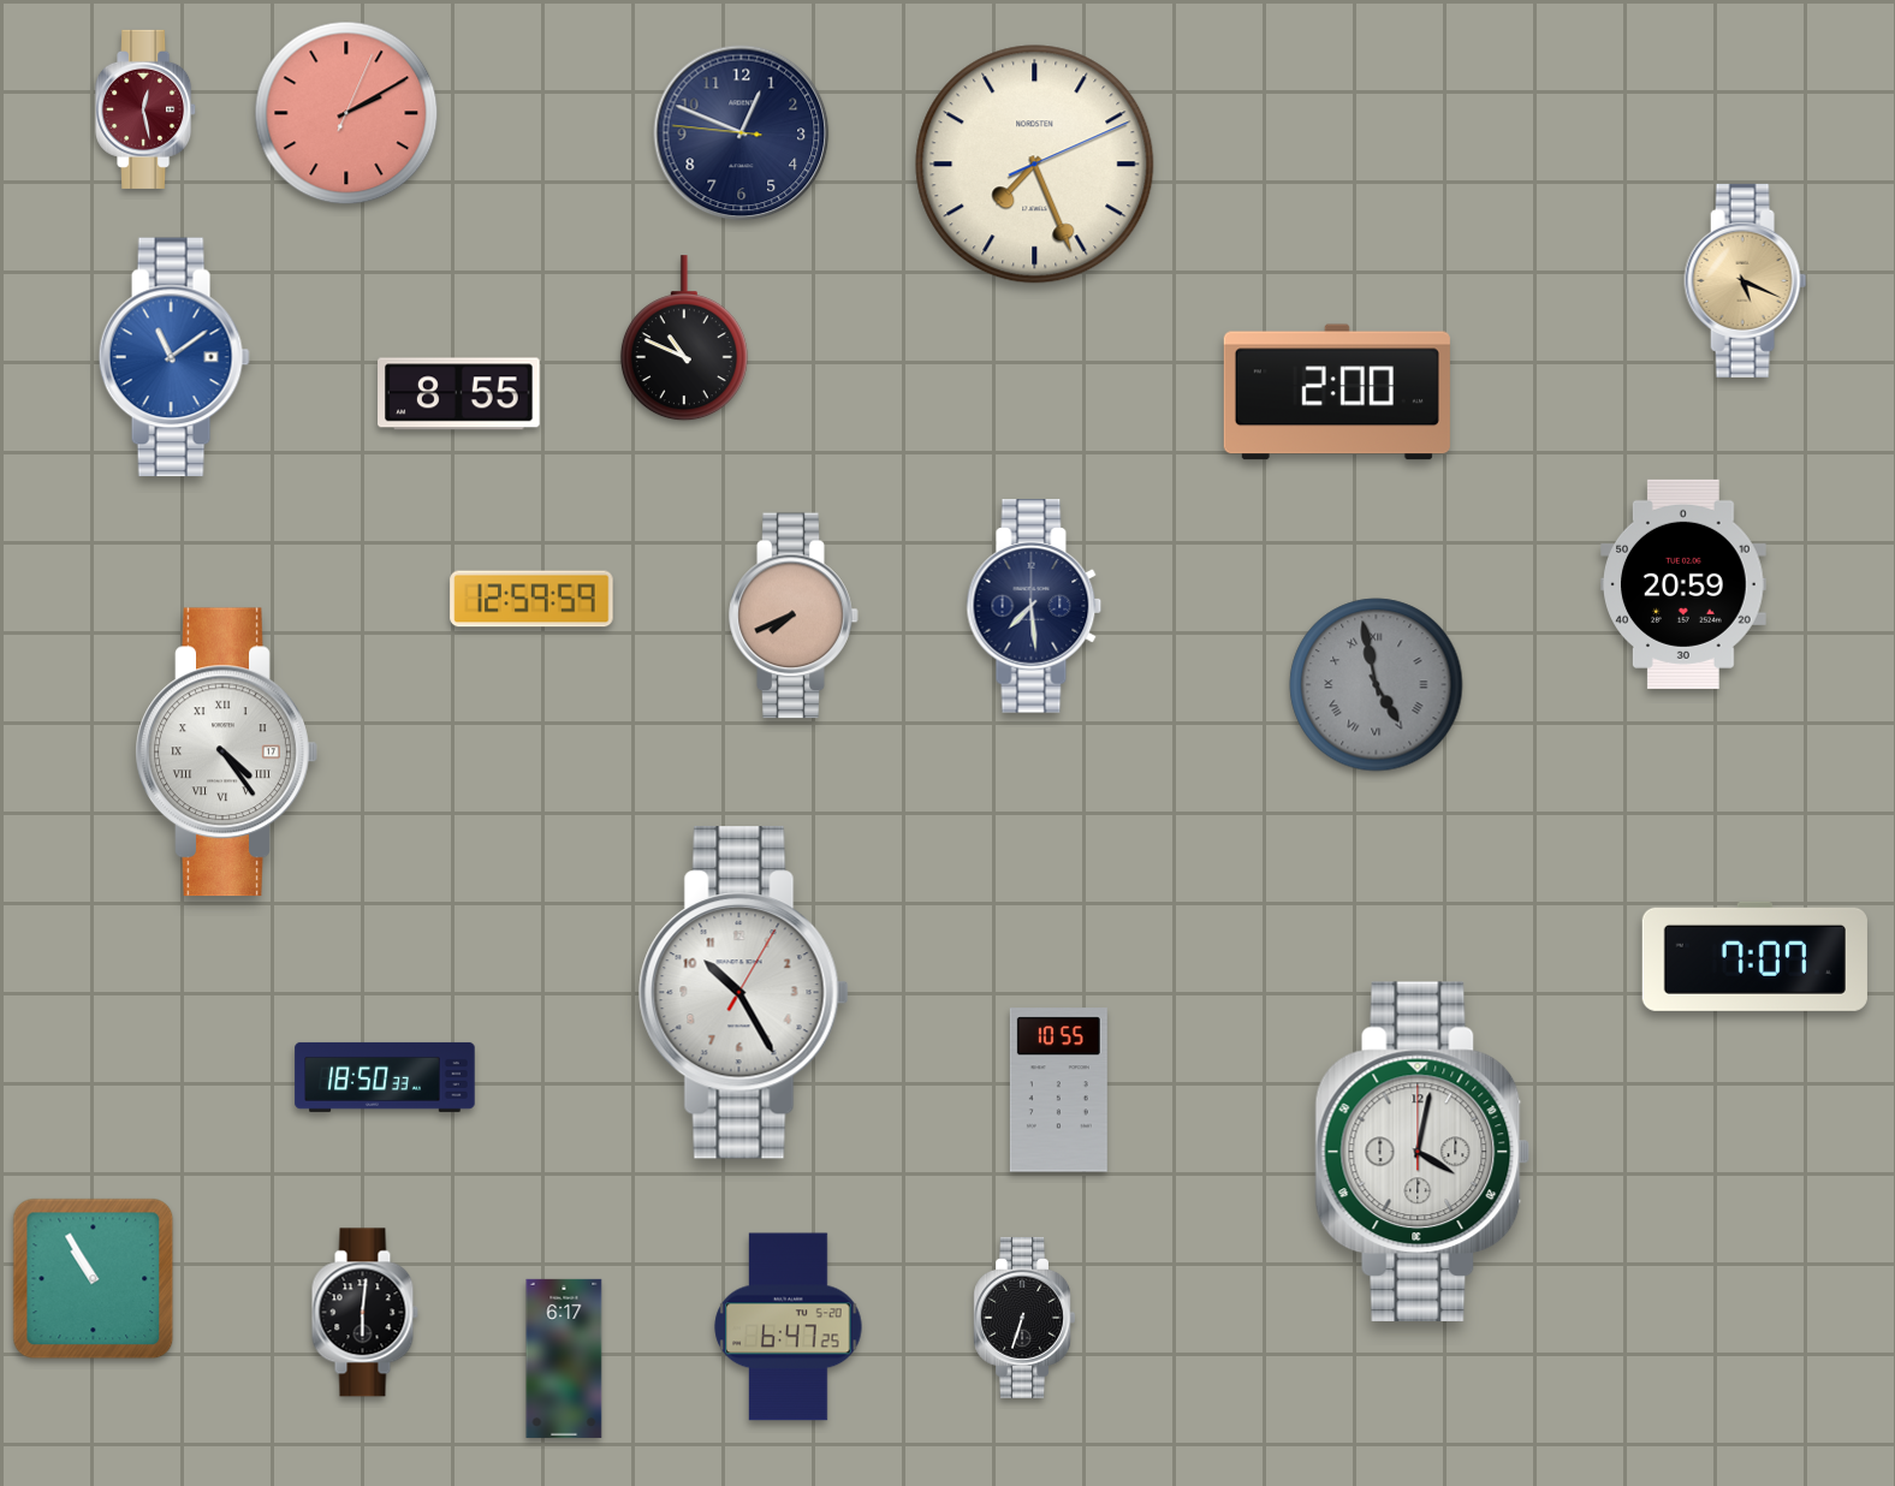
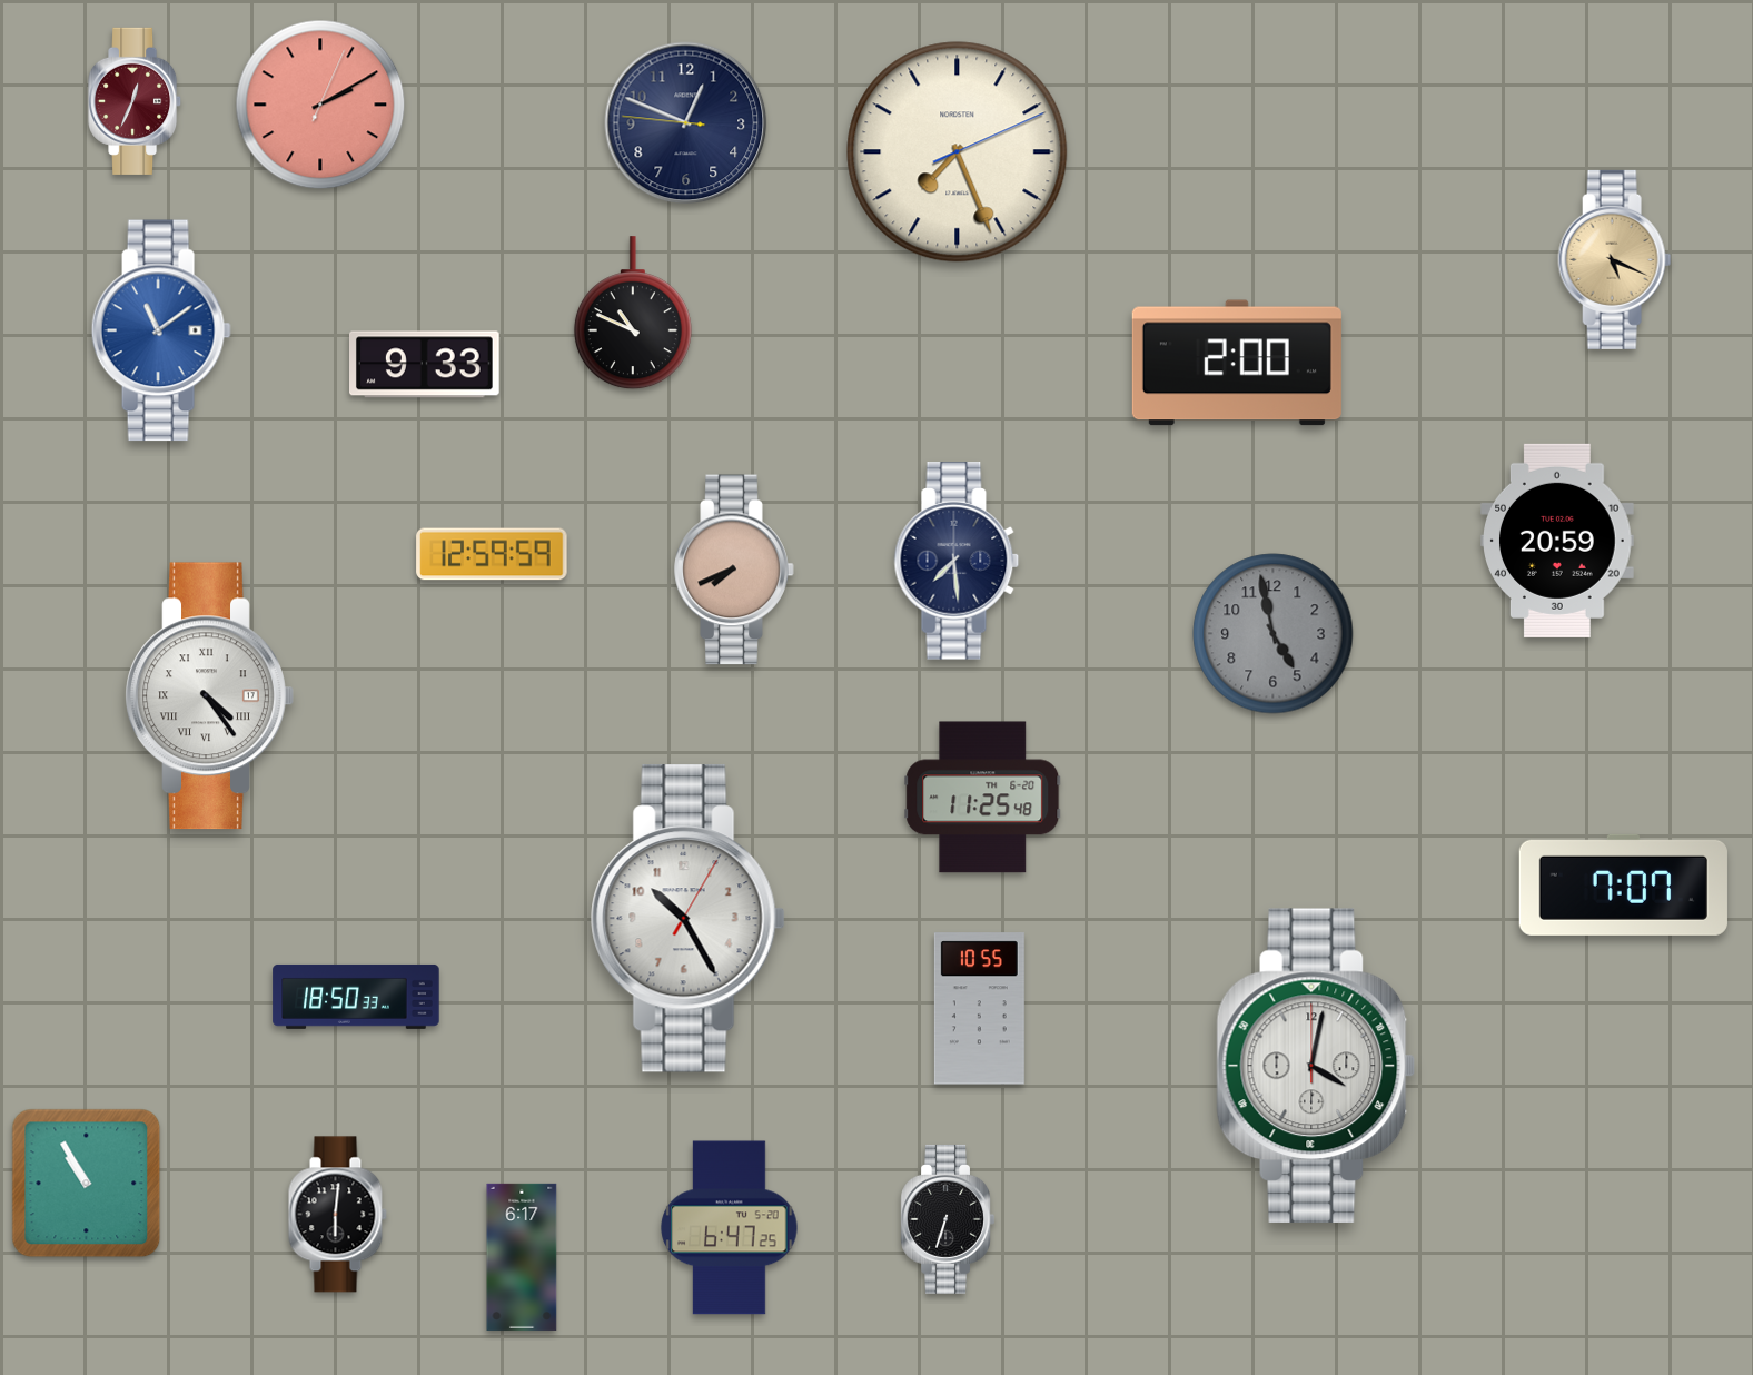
clock at (147, 109): 12:28 -> 12:34
clock at (459, 394): 8:55 -> 9:33
clock at (1377, 685) numerals: Roman -> Arabic
clock at (983, 798): none -> 11:25
